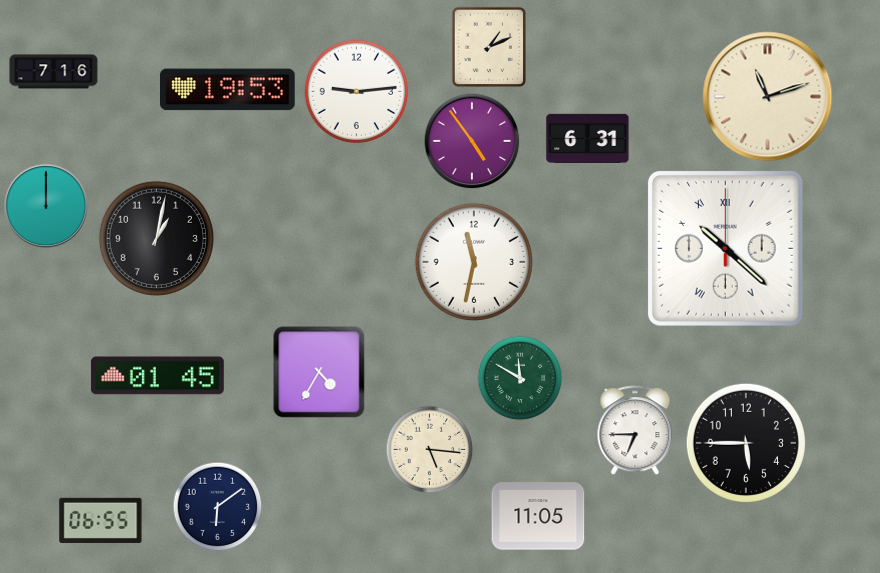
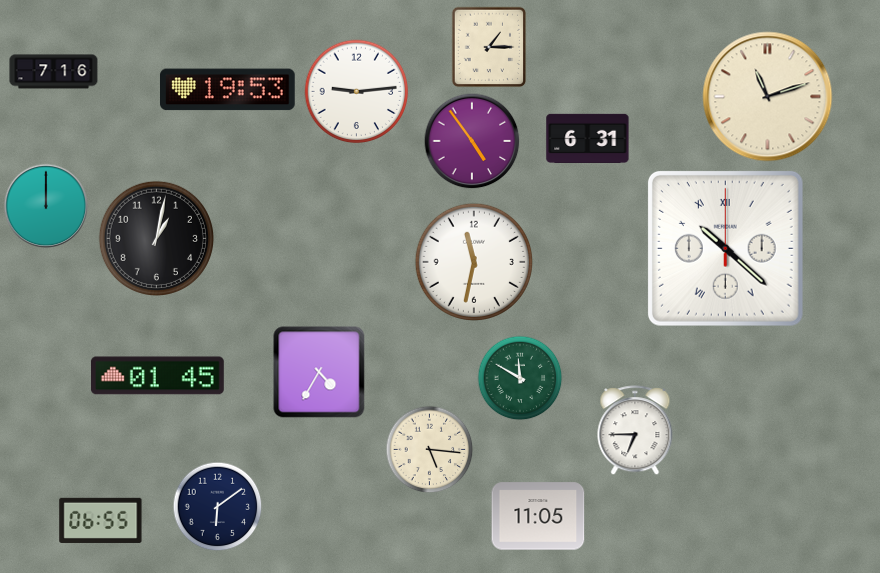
clock at (489, 47): 1:11 -> 1:15
clock at (746, 443): 5:45 -> none
